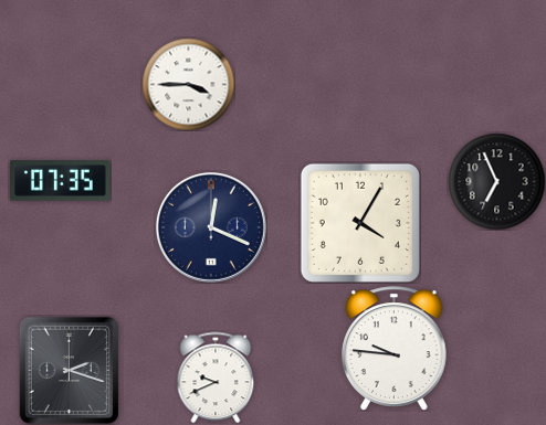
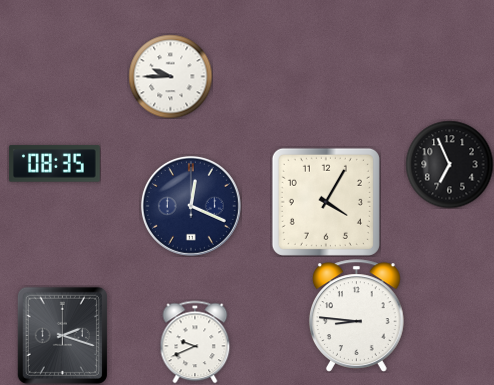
clock at (188, 84): 3:45 -> 9:45
clock at (61, 181): 07:35 -> 08:35
clock at (393, 349): 9:46 -> 8:46
